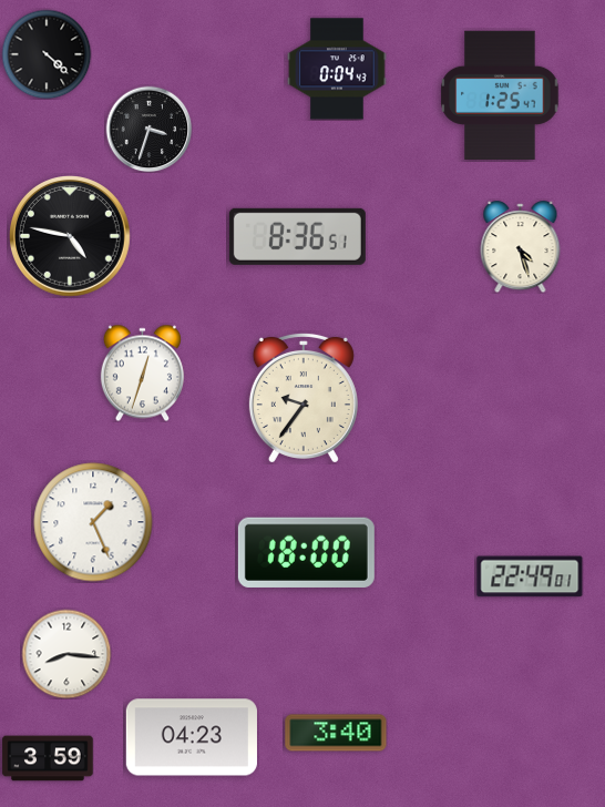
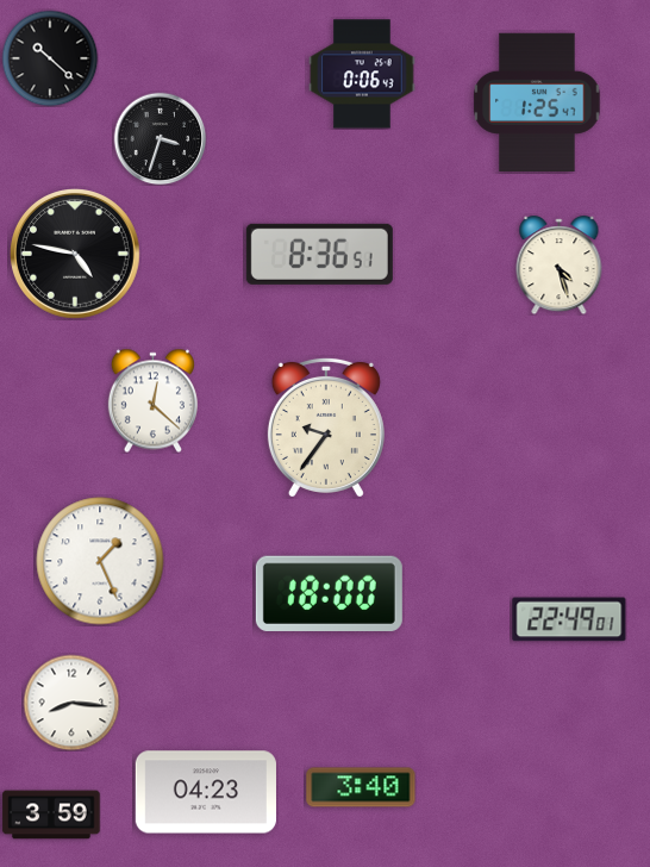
clock at (47, 54): 4:22 -> 10:22
clock at (337, 69): 0:04 -> 0:06
clock at (142, 372): 12:33 -> 12:22
